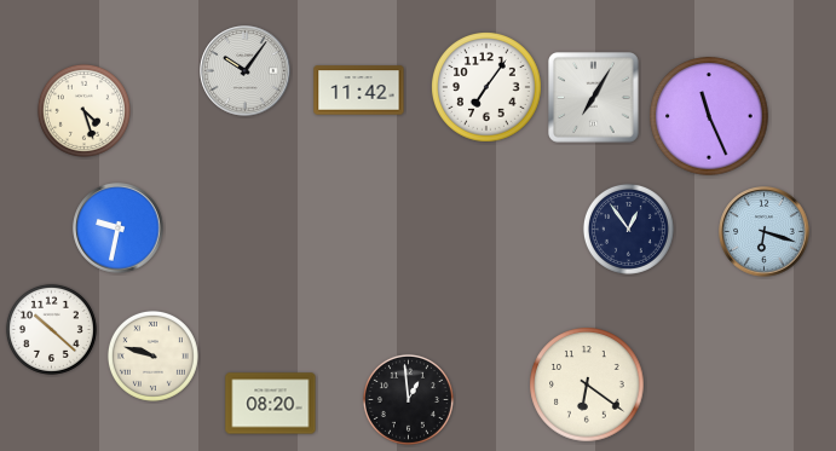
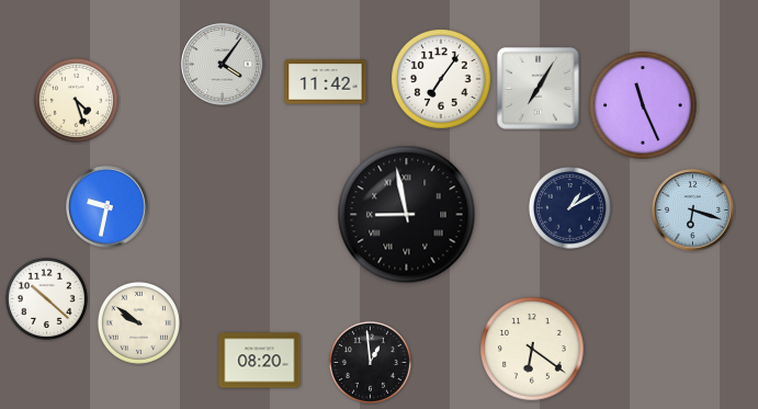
clock at (246, 71): 10:06 -> 4:06
clock at (628, 229): 12:54 -> 1:10
clock at (407, 215): none -> 8:58
clock at (152, 355): 9:48 -> 9:51
clock at (271, 404) position: (271, 404) -> (260, 361)
